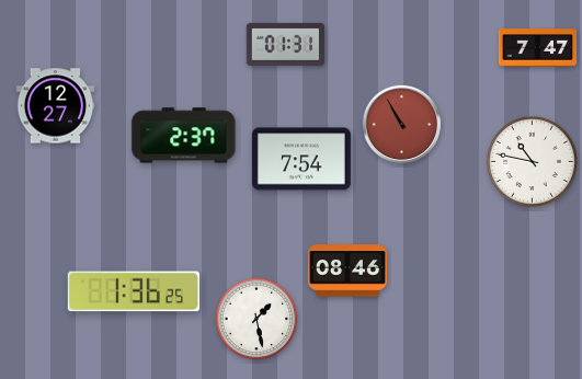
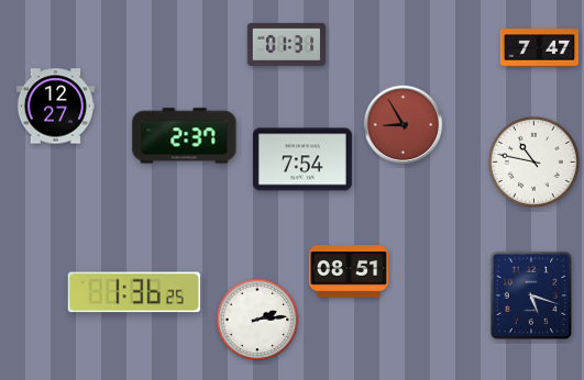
clock at (402, 125): 10:55 -> 8:55
clock at (347, 271): 08:46 -> 08:51
clock at (531, 295): none -> 5:18
clock at (256, 319): 1:28 -> 2:14
